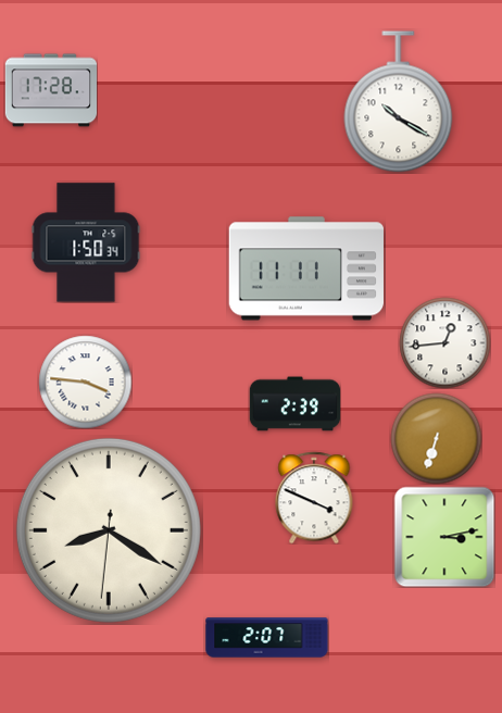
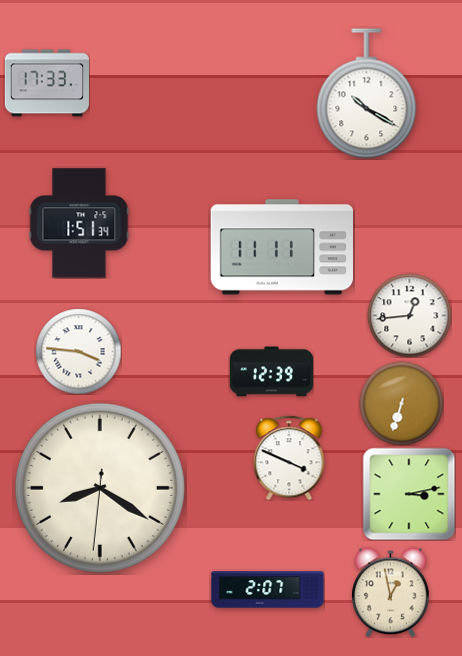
clock at (51, 90): 17:28 -> 17:33
clock at (86, 242): 1:50 -> 1:51
clock at (294, 404): 2:39 -> 12:39
clock at (267, 638) position: (267, 638) -> (268, 590)
clock at (391, 592): none -> 12:58
